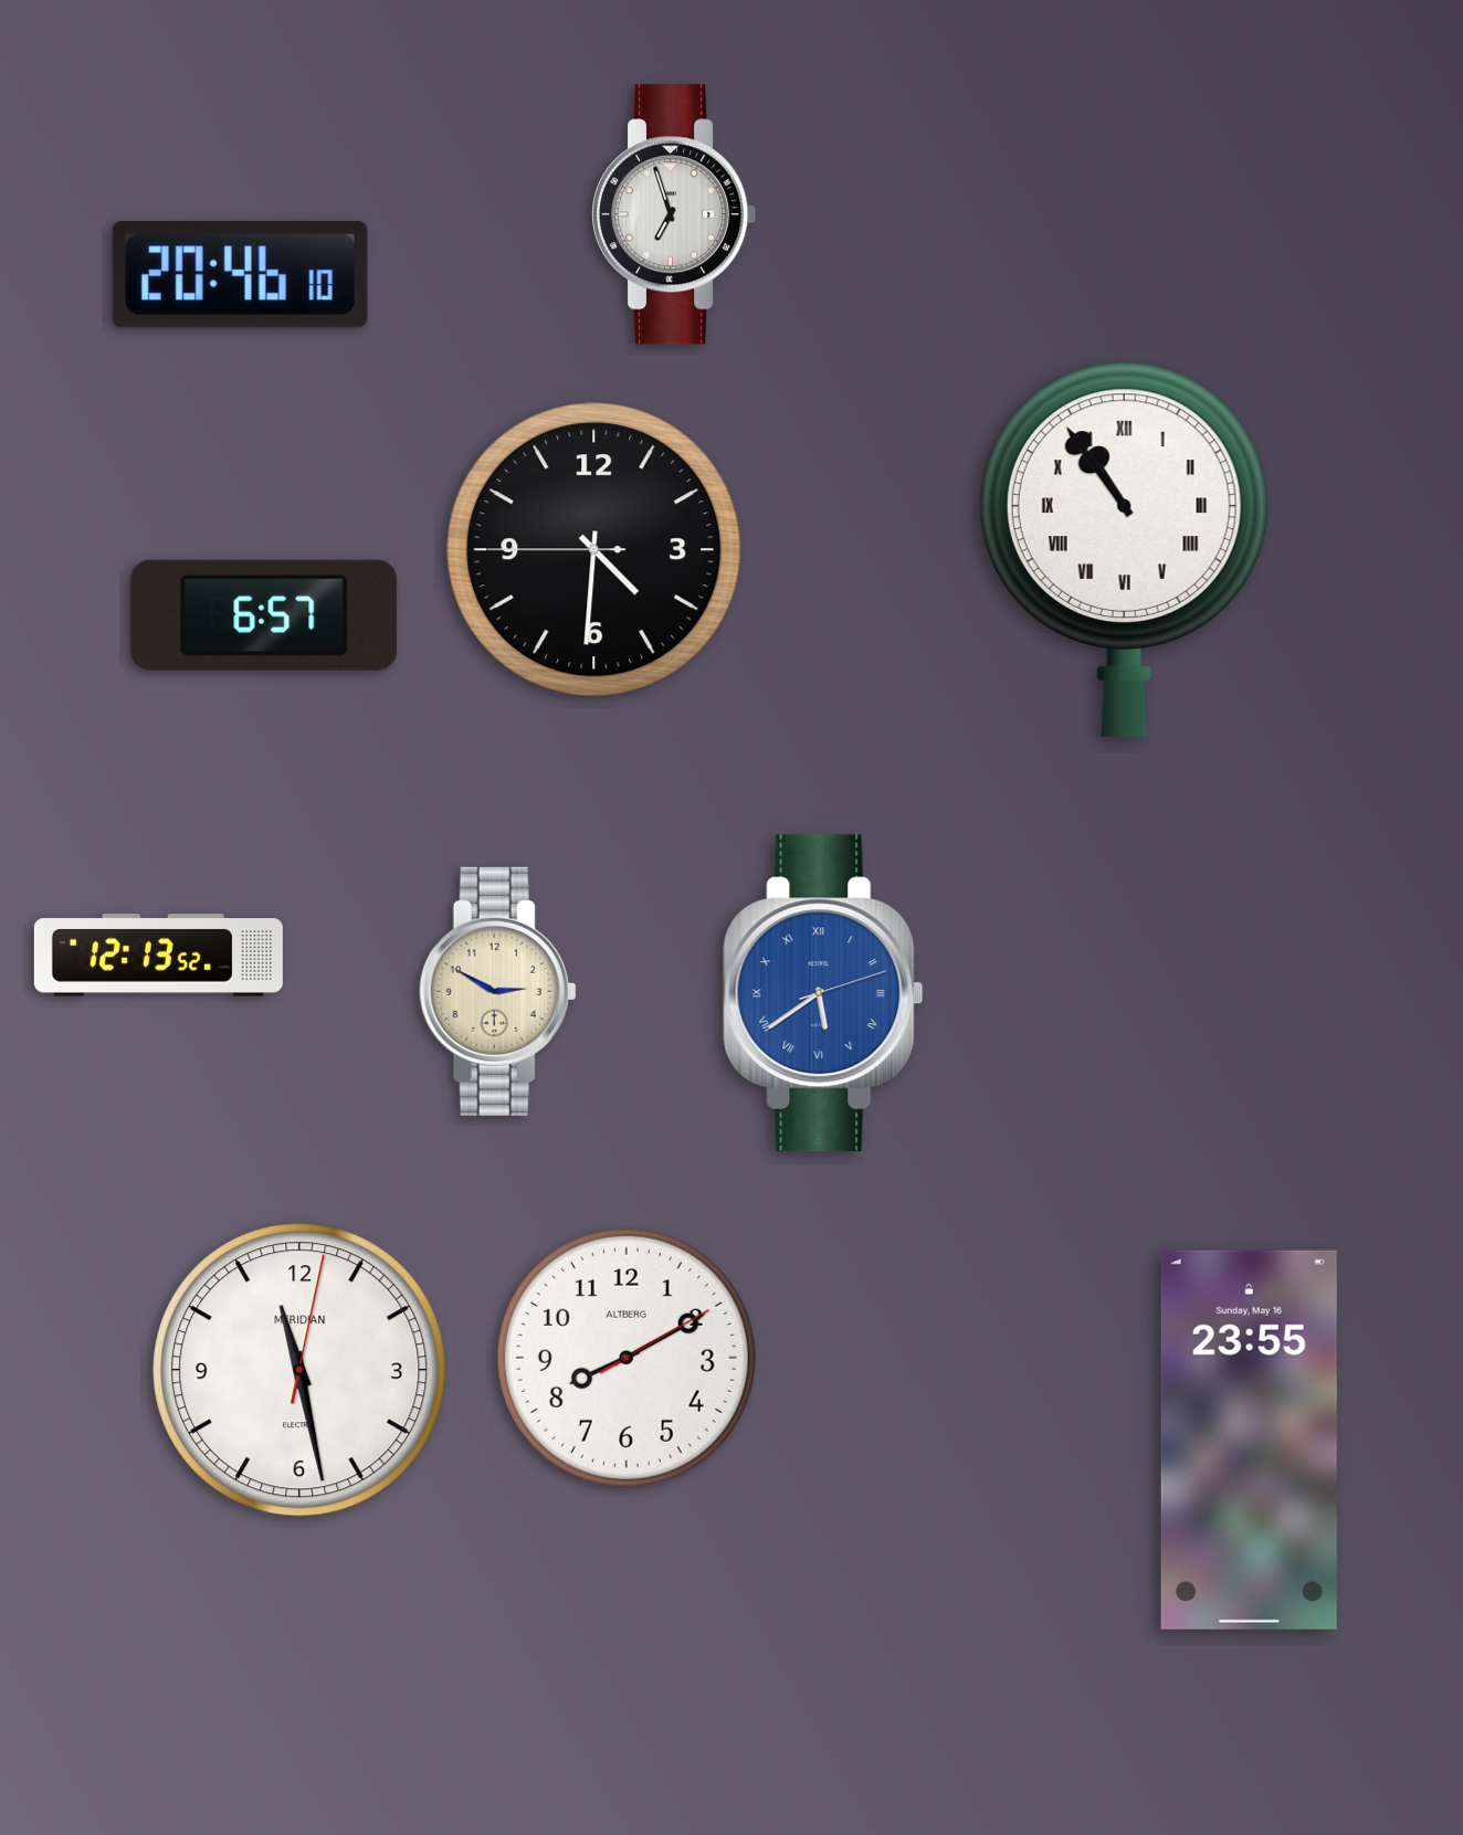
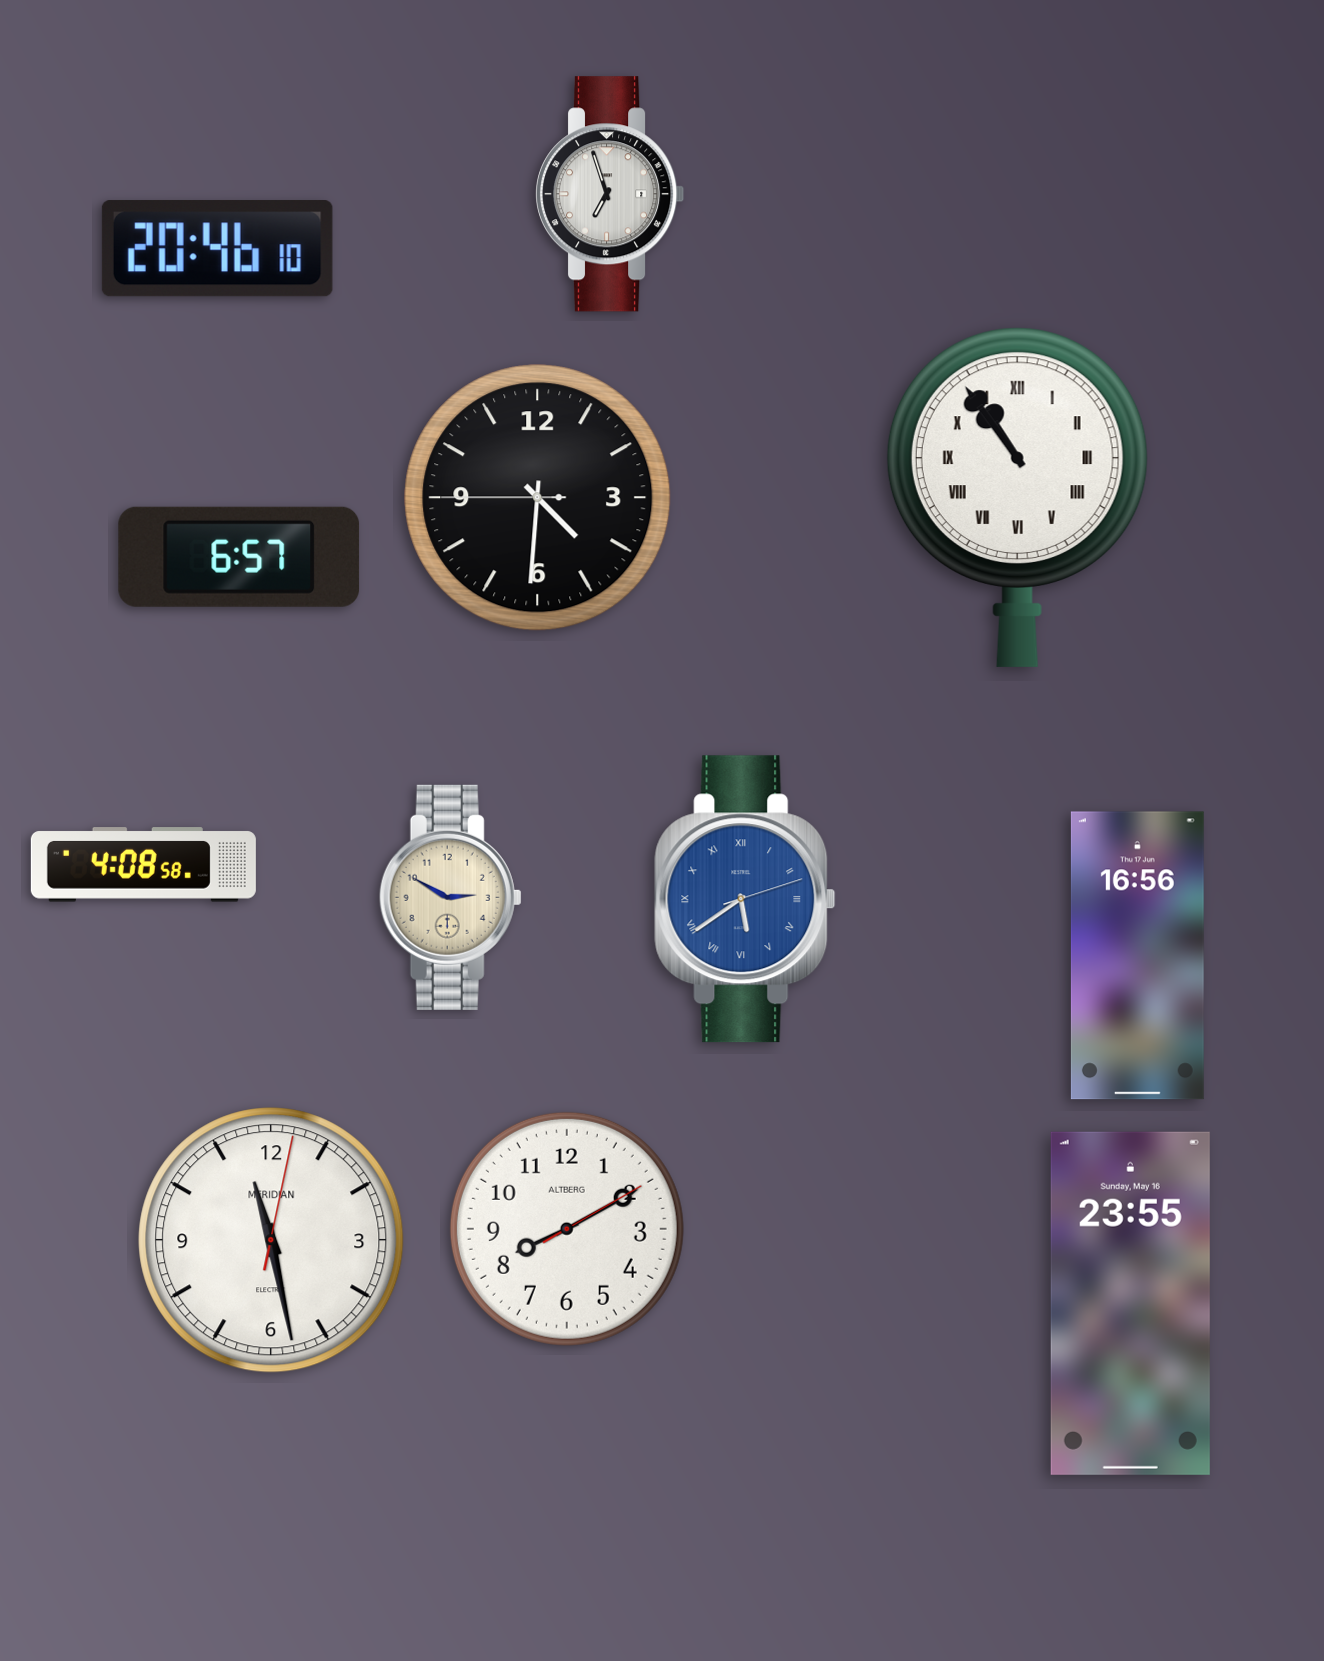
clock at (158, 956): 12:13 -> 4:08
clock at (1137, 956): none -> 16:56
